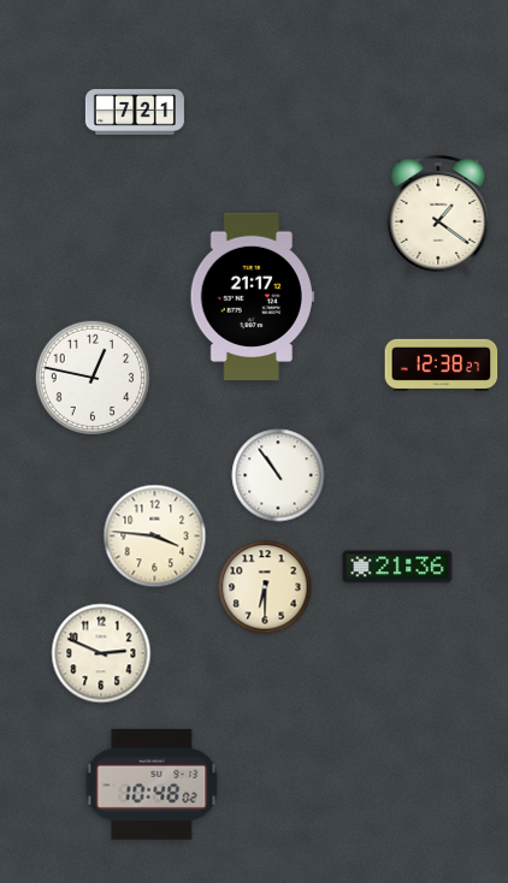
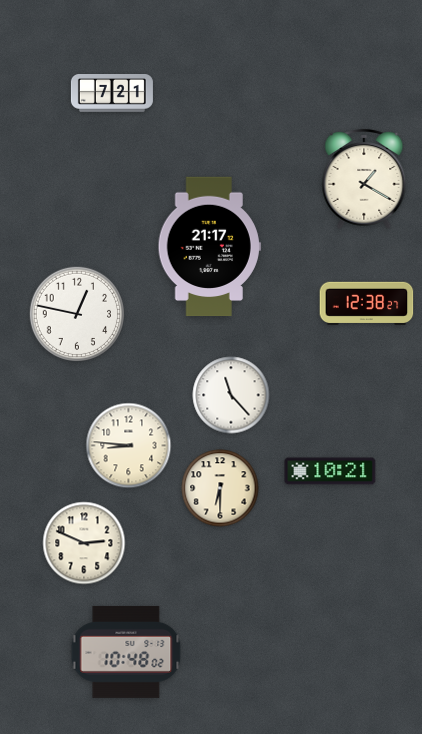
clock at (438, 215): 1:21 -> 1:20
clock at (278, 475): 10:54 -> 11:23
clock at (155, 537): 3:46 -> 8:46
clock at (397, 567): 21:36 -> 10:21
